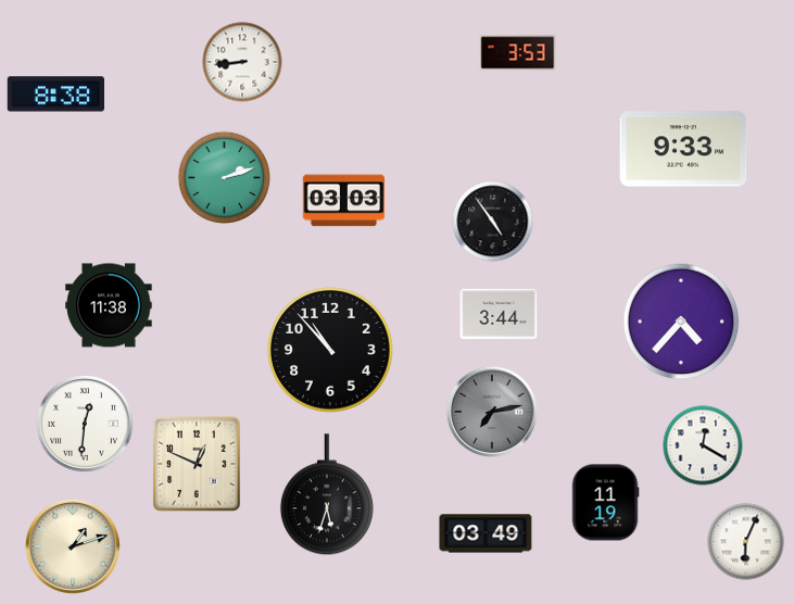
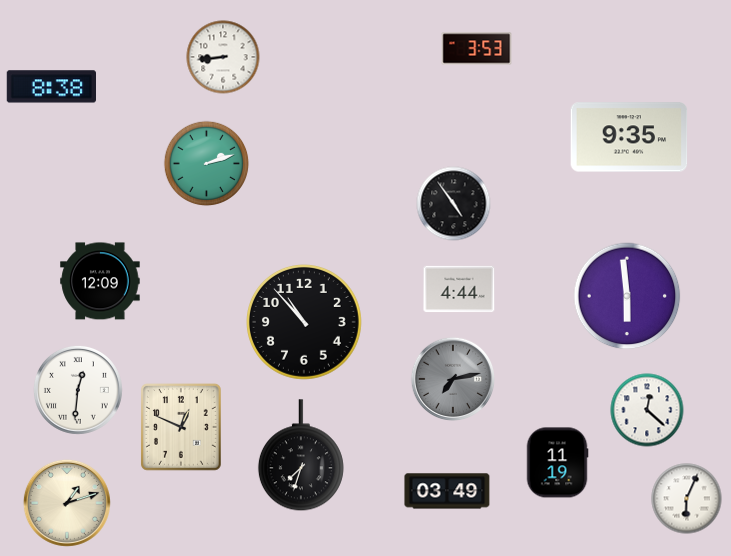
clock at (683, 149): 9:33 -> 9:35
clock at (344, 201): 03:03 -> none
clock at (109, 305): 11:38 -> 12:09
clock at (499, 314): 3:44 -> 4:44
clock at (681, 322): 4:37 -> 5:59
clock at (703, 445): 12:20 -> 12:22
clock at (327, 495): 5:33 -> 7:33
